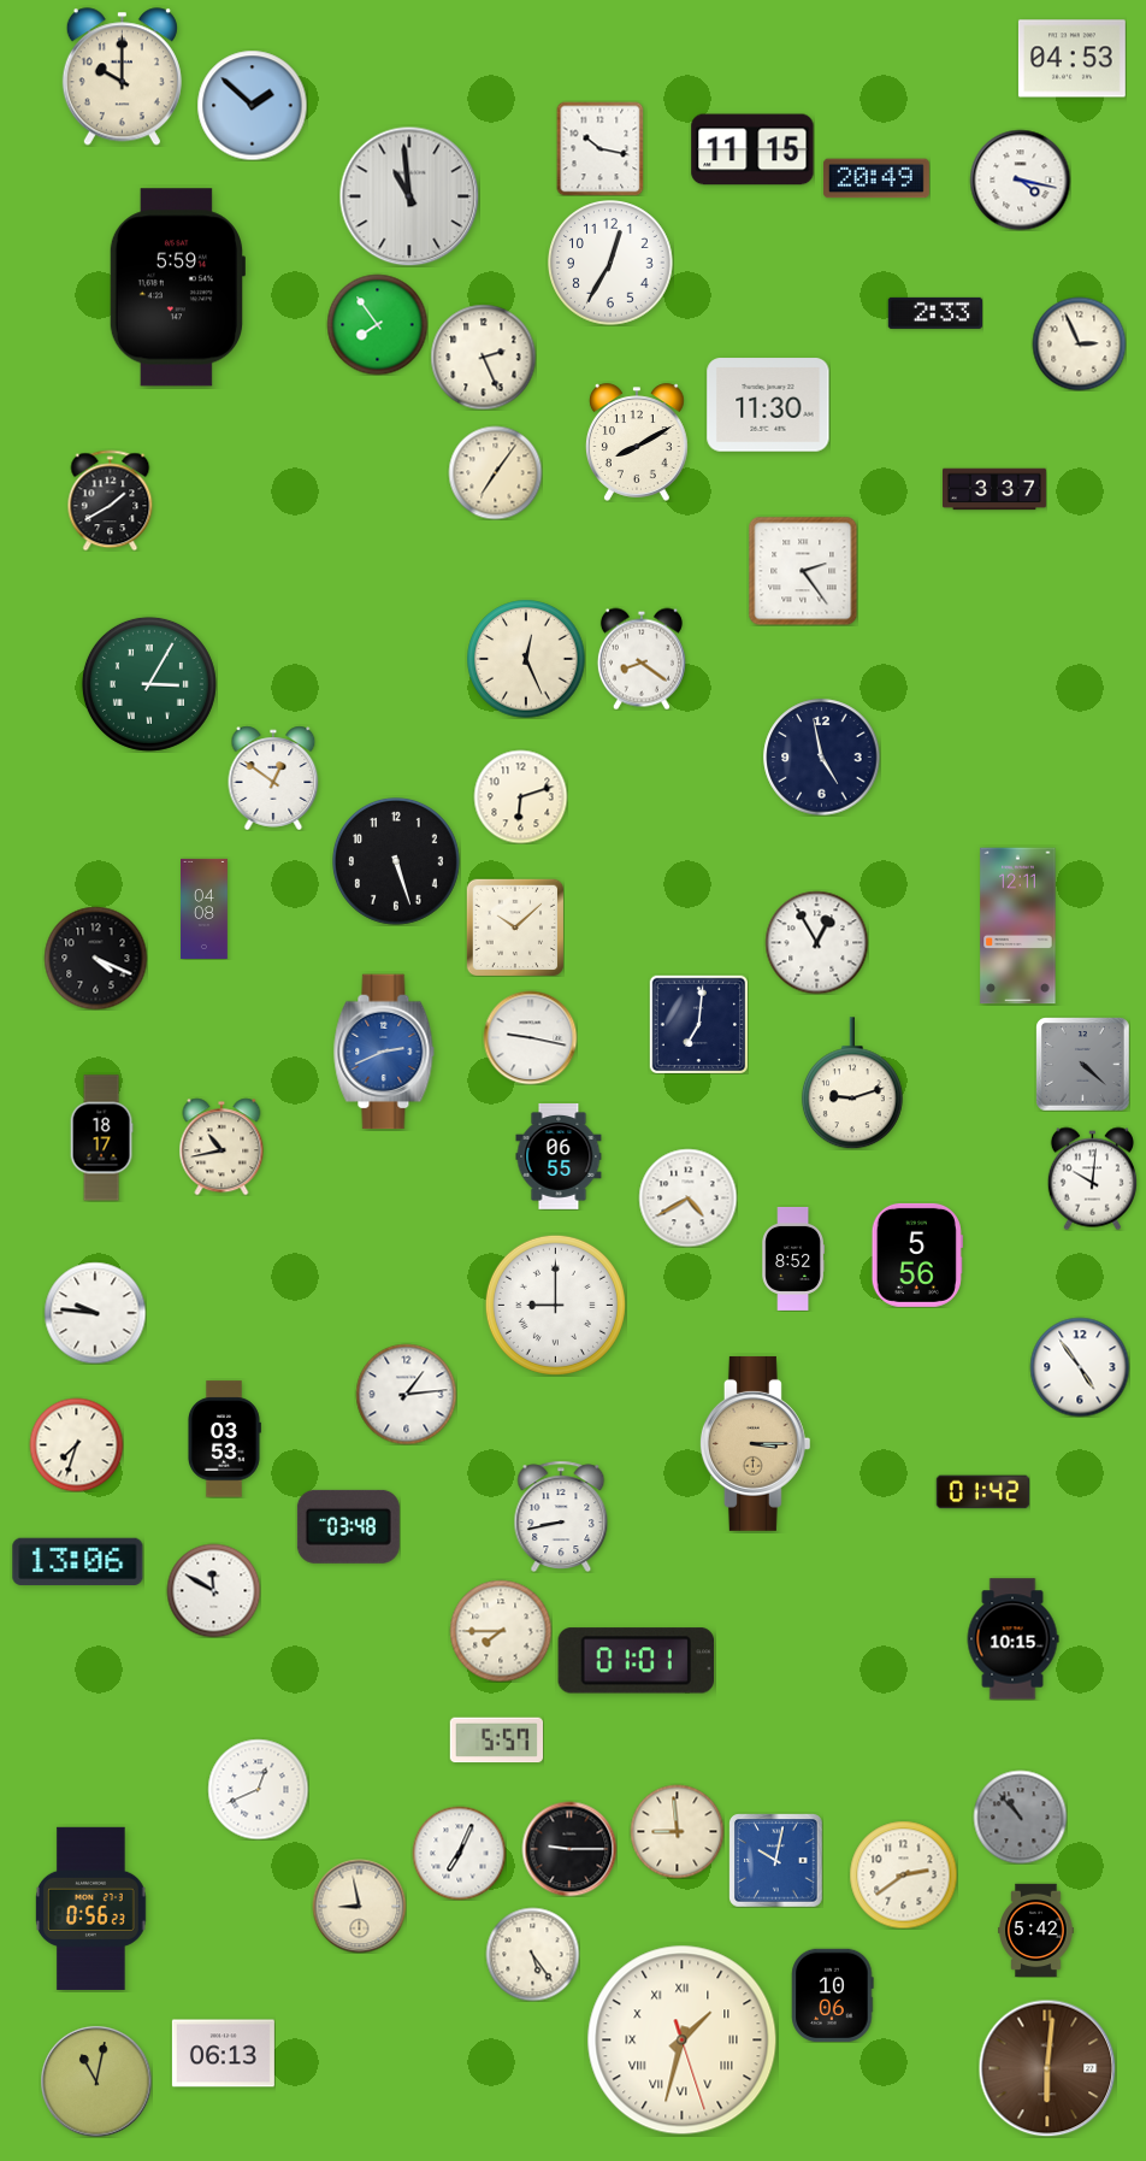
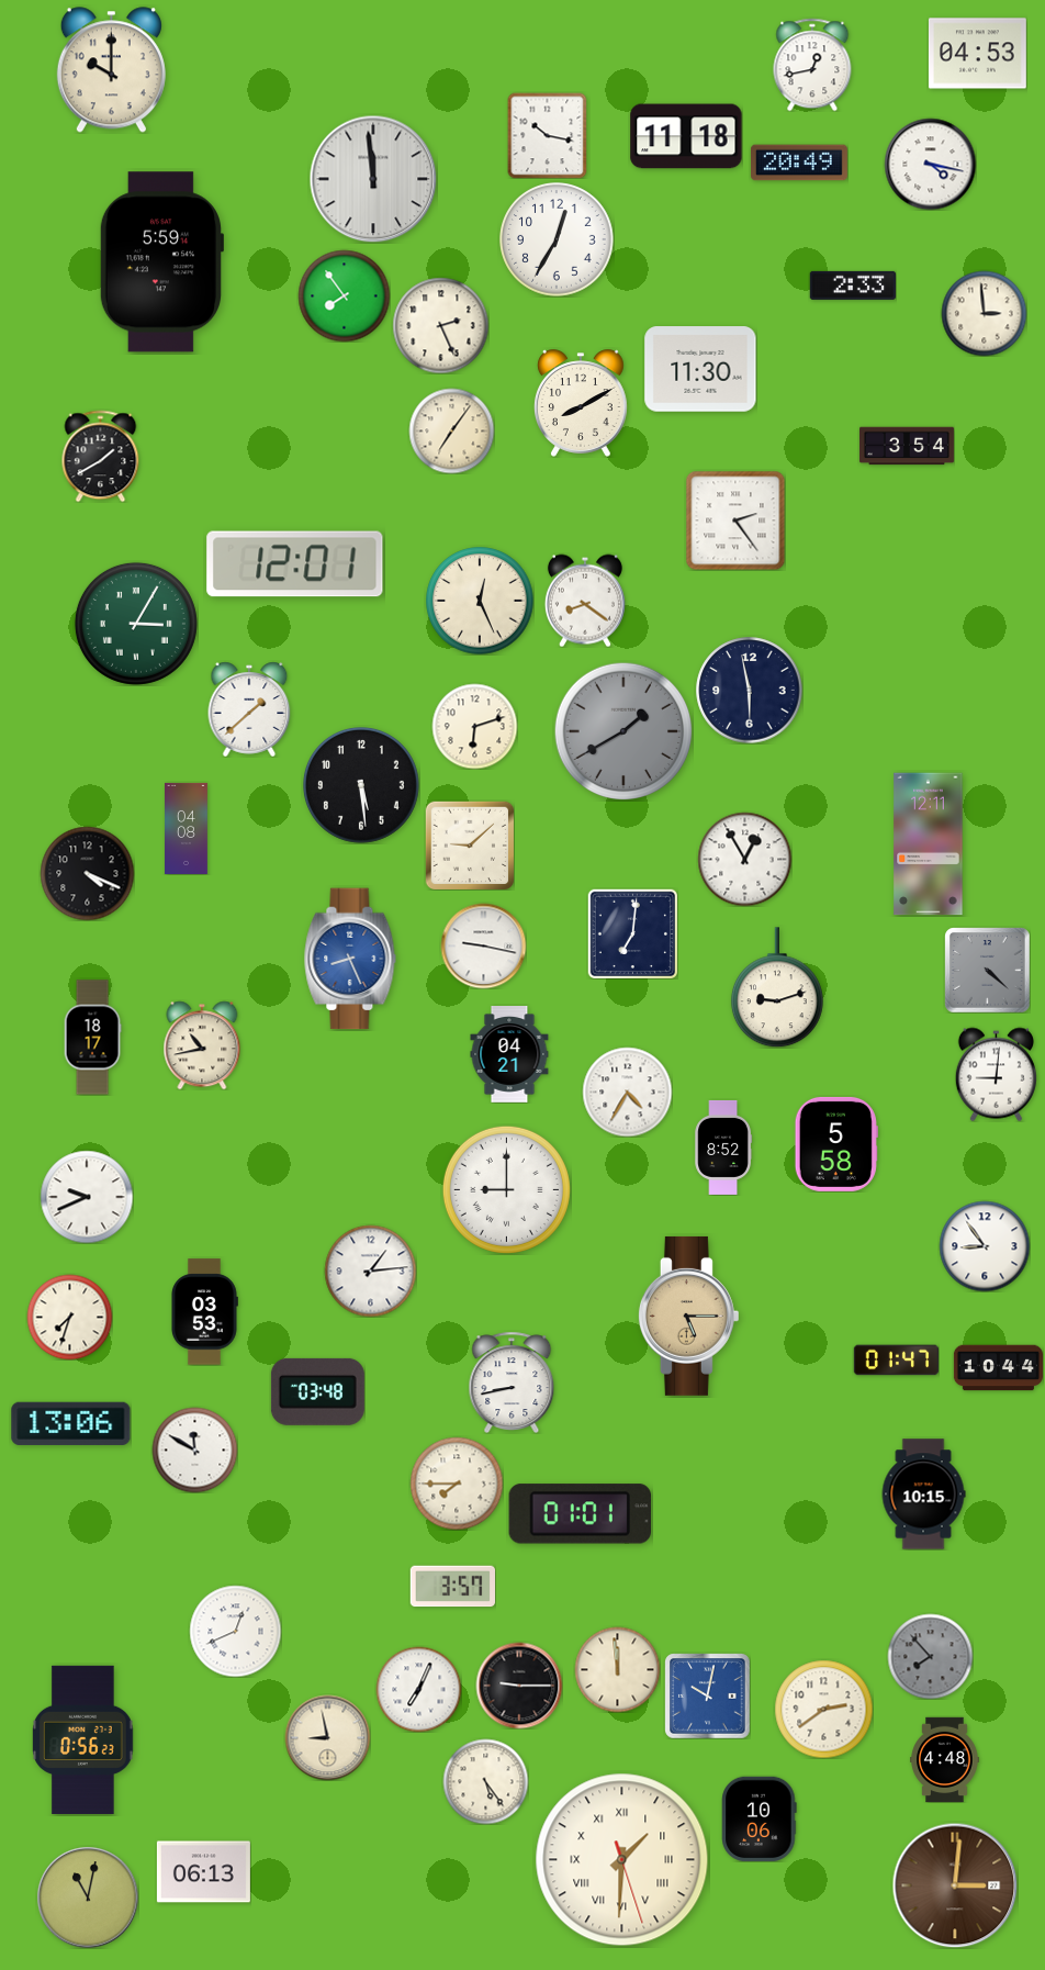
clock at (812, 65): none -> 12:43
clock at (252, 105): 1:52 -> none
clock at (752, 149): 11:15 -> 11:18
clock at (409, 196): 10:59 -> 11:59
clock at (1079, 343): 2:56 -> 2:59
clock at (994, 489): 3:37 -> 3:54
clock at (803, 571) position: (803, 571) -> (735, 521)
clock at (295, 564): none -> 12:01
clock at (822, 758): 4:58 -> 5:58
clock at (273, 778): 12:51 -> 1:38
clock at (623, 731): none -> 1:40
clock at (397, 862): 5:27 -> 5:29
clock at (514, 926): 10:08 -> 9:08
clock at (698, 1024) position: (698, 1024) -> (632, 933)
clock at (384, 1052): 2:41 -> 8:26
clock at (559, 1158): 06:55 -> 04:21
clock at (1092, 1178): 10:01 -> 9:01
clock at (687, 1197): 4:40 -> 4:35
clock at (917, 1255): 5:56 -> 5:58
clock at (95, 1313): 9:46 -> 9:41
clock at (1080, 1367): 4:54 -> 8:54
clock at (755, 1443): 3:15 -> 5:15
clock at (982, 1492): 01:42 -> 01:47
clock at (998, 1368): none -> 10:44
clock at (501, 1631) position: (501, 1631) -> (457, 1484)
clock at (496, 1741): 5:57 -> 3:57
clock at (1020, 1816): 10:53 -> 7:53
clock at (677, 1831): 8:59 -> 11:59
clock at (1036, 1930): 5:42 -> 4:48
clock at (683, 2041): 1:32 -> 1:30
clock at (1047, 2068): 6:01 -> 3:01
